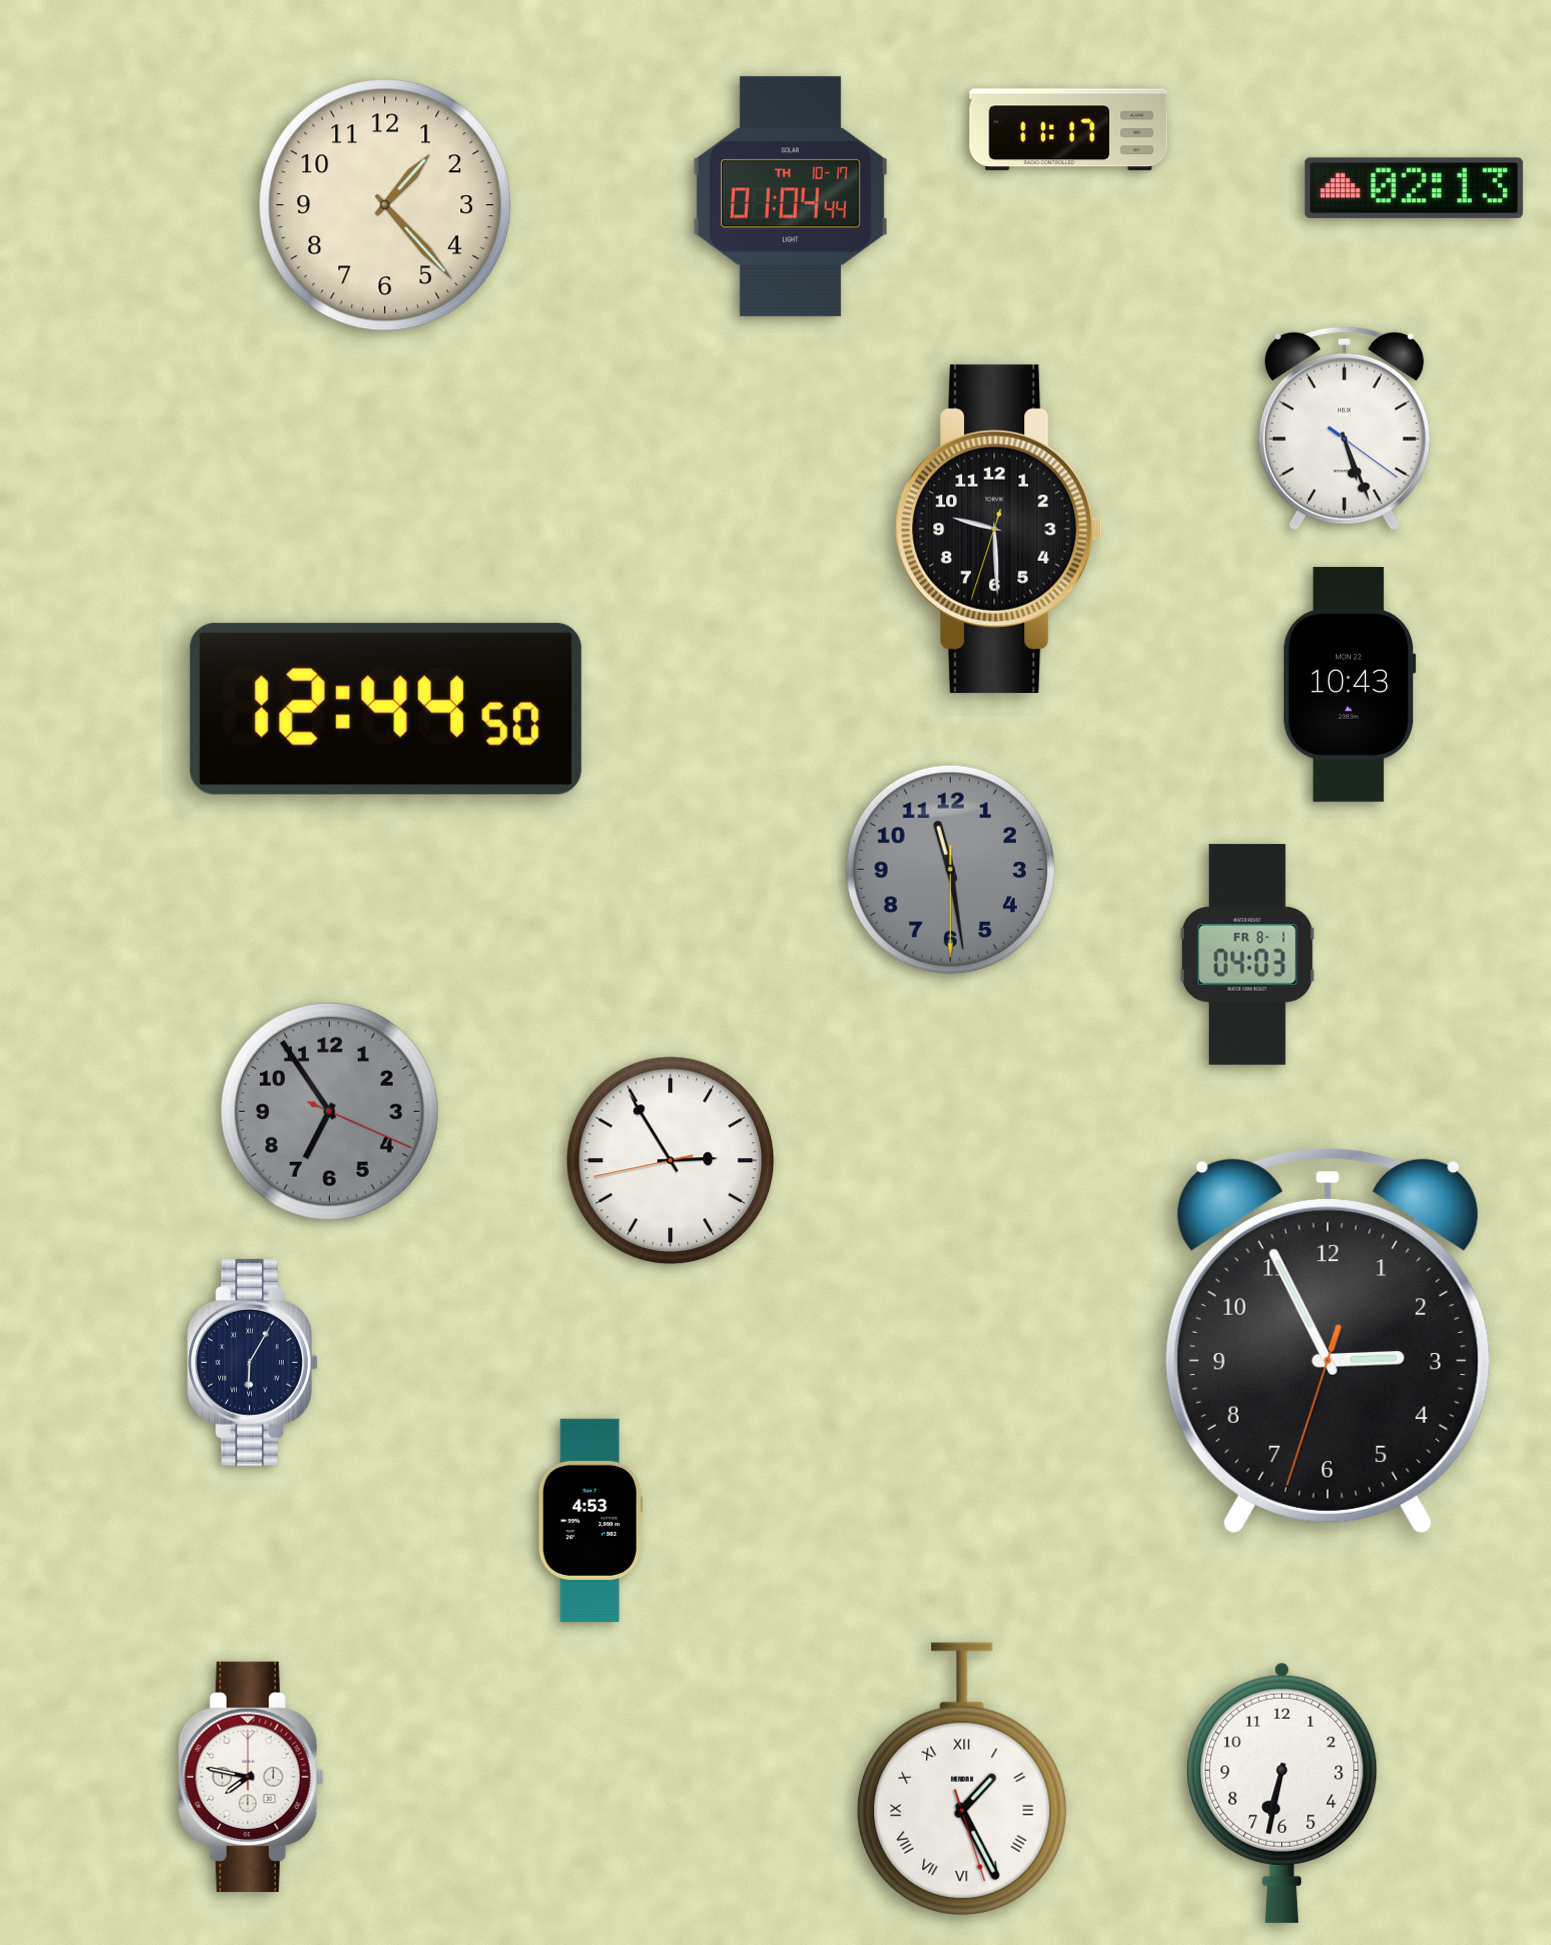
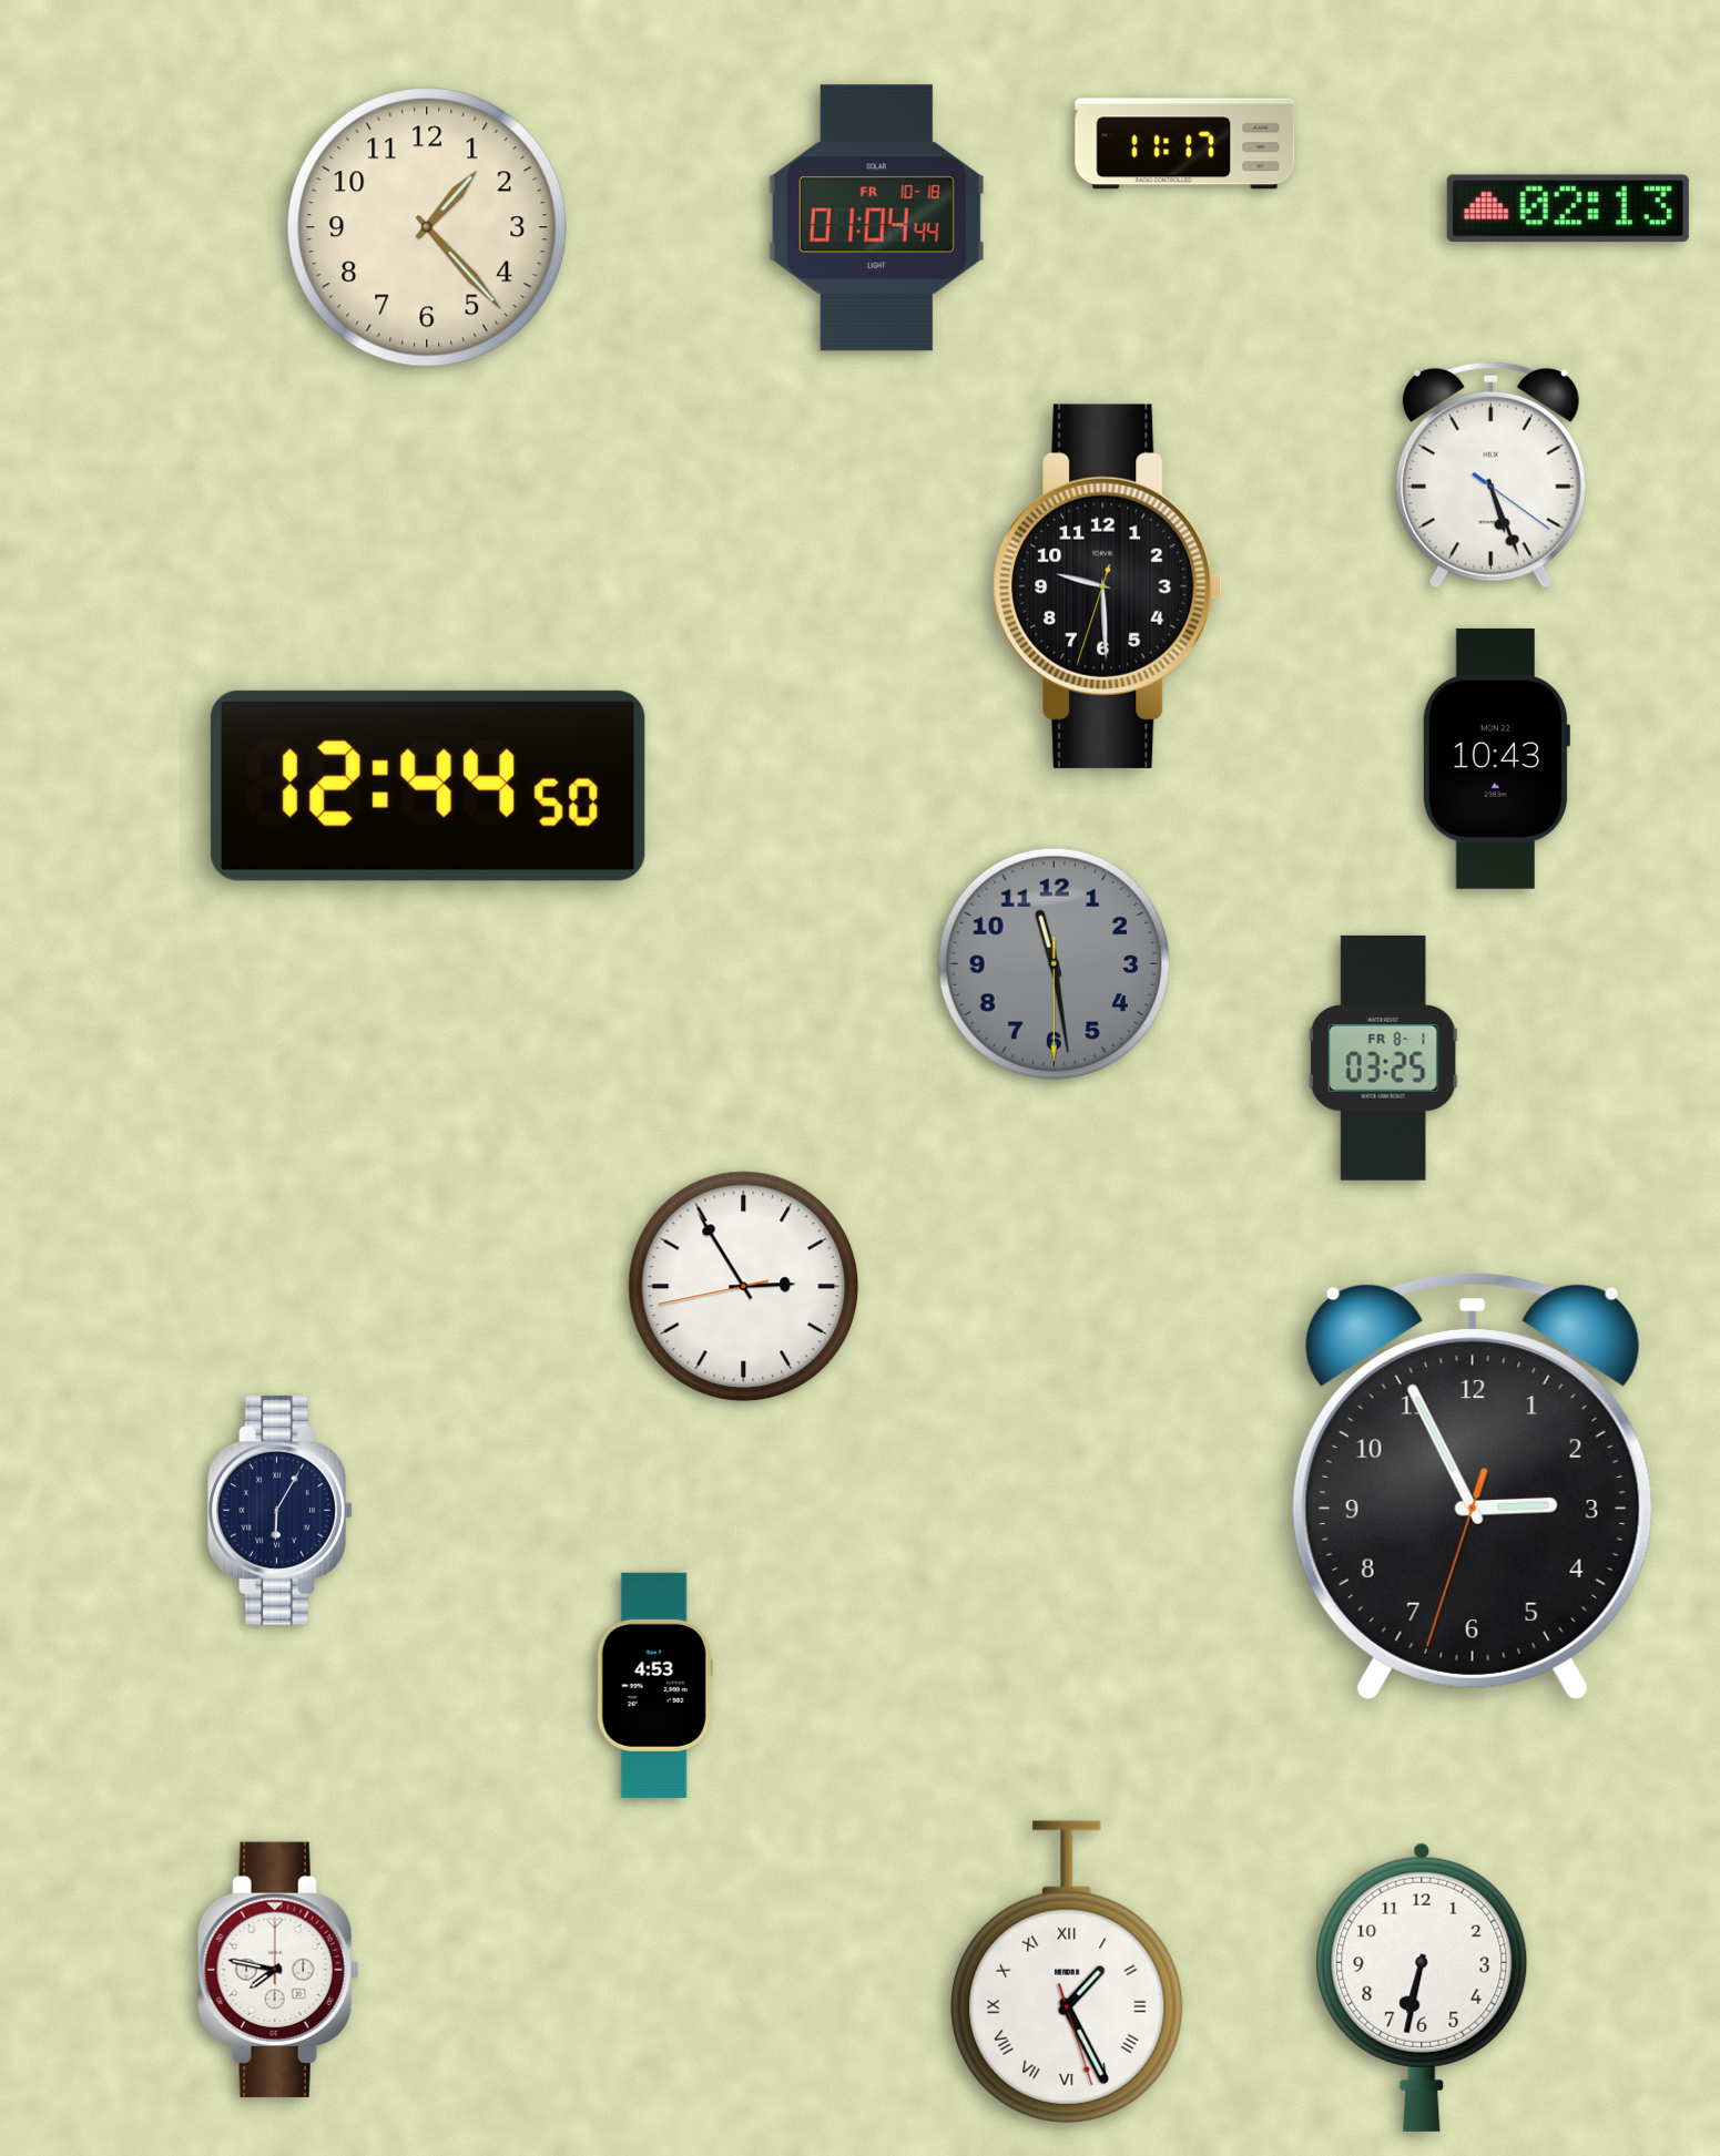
clock at (790, 197) date: TH 10-17 -> FR 10-18
clock at (1247, 954): 04:03 -> 03:25
clock at (329, 1111): 6:54 -> none
